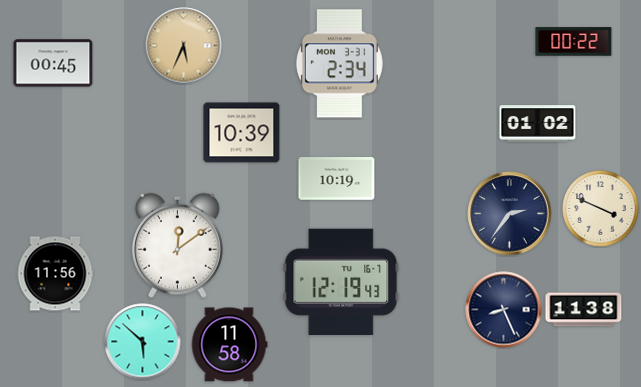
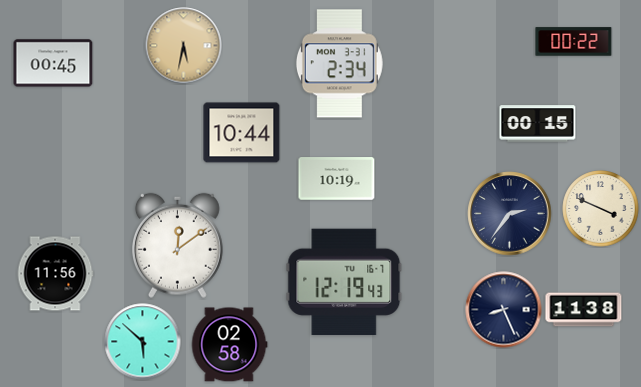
clock at (184, 46): 5:34 -> 5:32
clock at (538, 124): 01:02 -> 00:15
clock at (242, 133): 10:39 -> 10:44
clock at (341, 281) position: (341, 281) -> (344, 281)
clock at (229, 345): 11:58 -> 02:58
